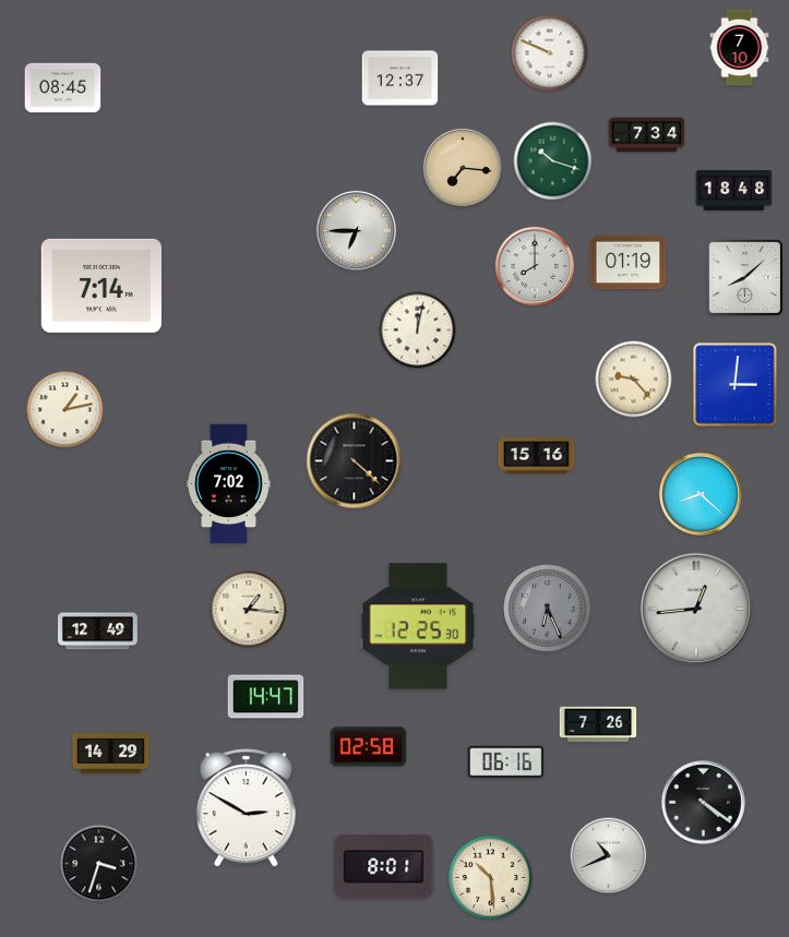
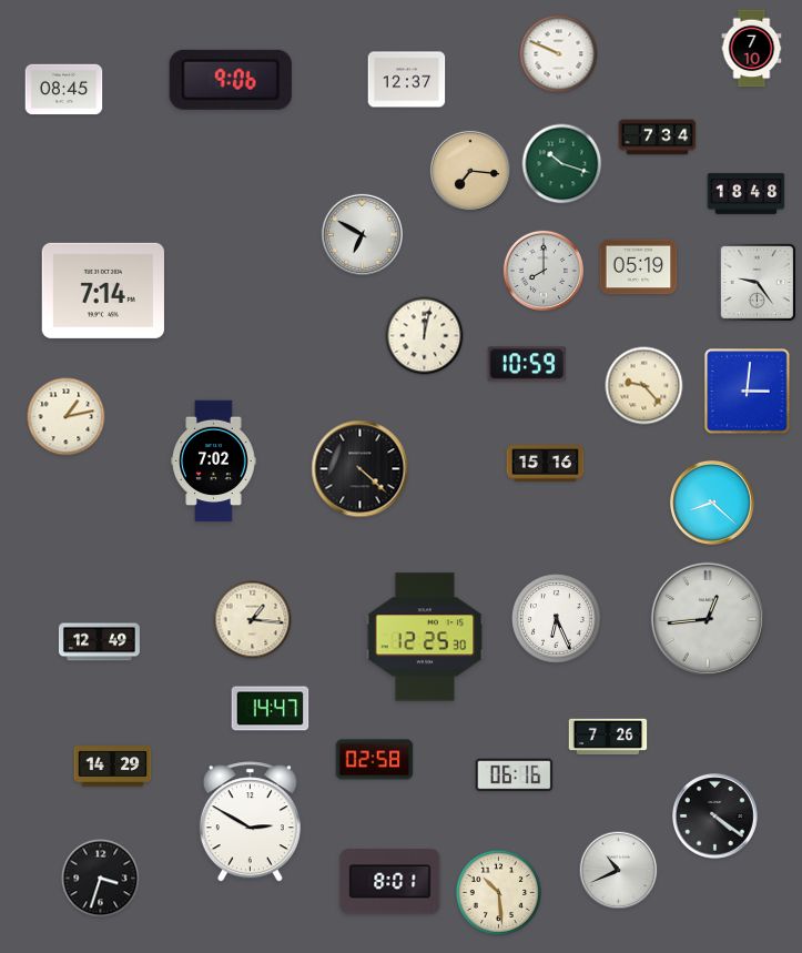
clock at (231, 80): none -> 9:06
clock at (356, 230): 6:45 -> 6:50
clock at (629, 263): 01:19 -> 05:19
clock at (744, 277): 8:08 -> 9:24
clock at (527, 364): none -> 10:59
clock at (229, 484) position: (229, 484) -> (214, 462)
clock at (548, 609) dial: grey -> white
